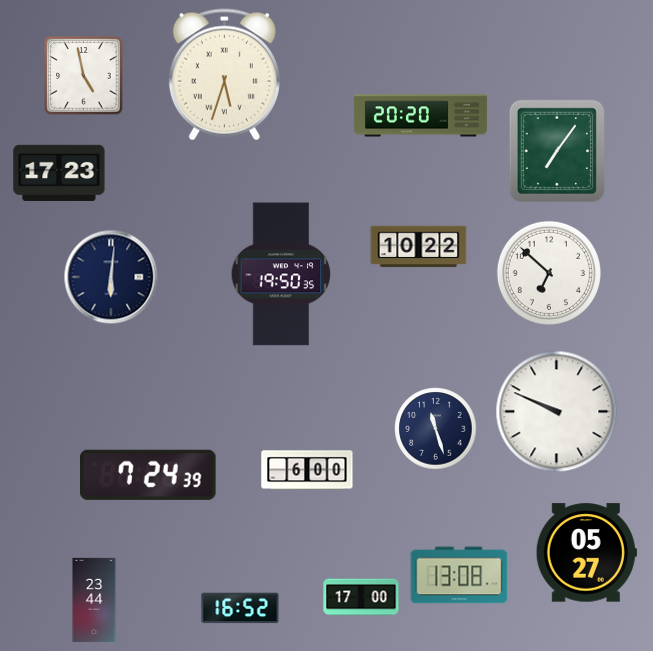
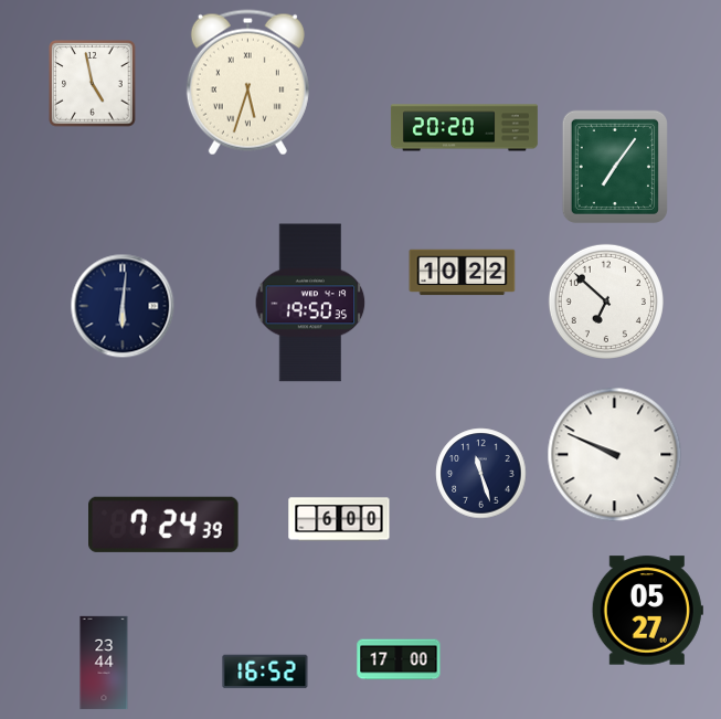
clock at (59, 173): 17:23 -> none
clock at (459, 575): 13:08 -> none
